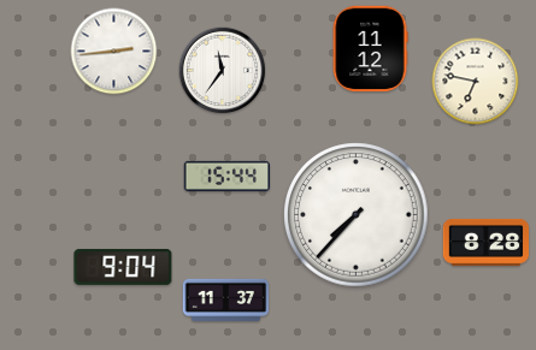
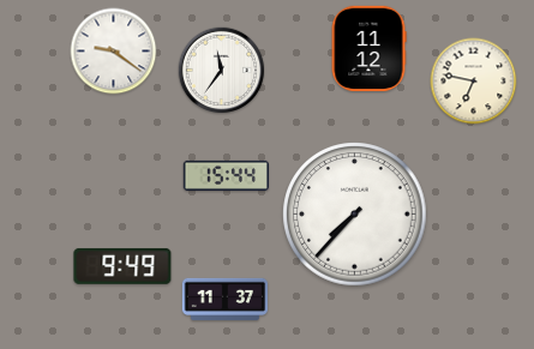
clock at (114, 52): 2:44 -> 9:21
clock at (485, 242): 8:28 -> none
clock at (123, 267): 9:04 -> 9:49
